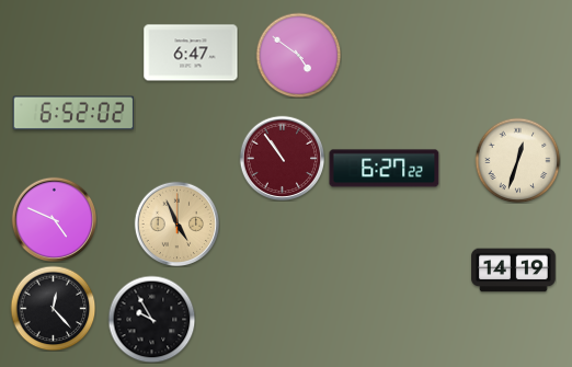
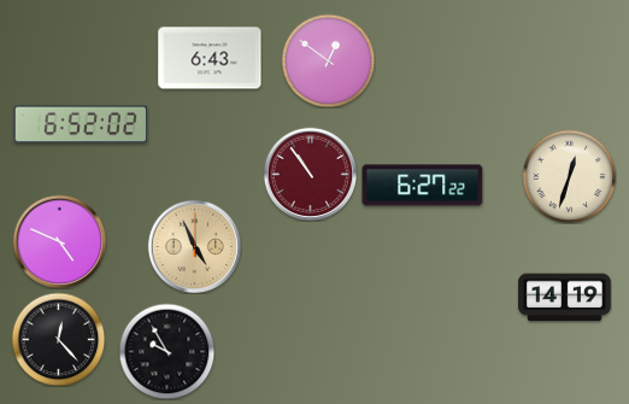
clock at (191, 53): 6:47 -> 6:43
clock at (298, 55): 4:51 -> 12:51
